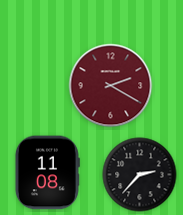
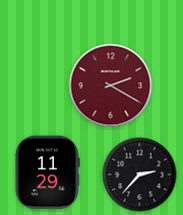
clock at (47, 173): 11:08 -> 11:29
